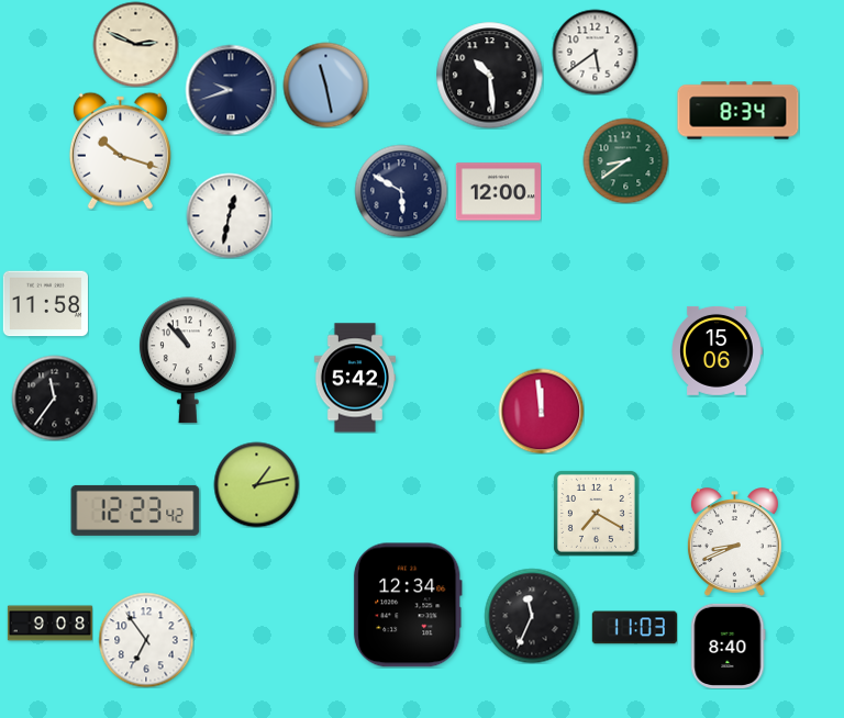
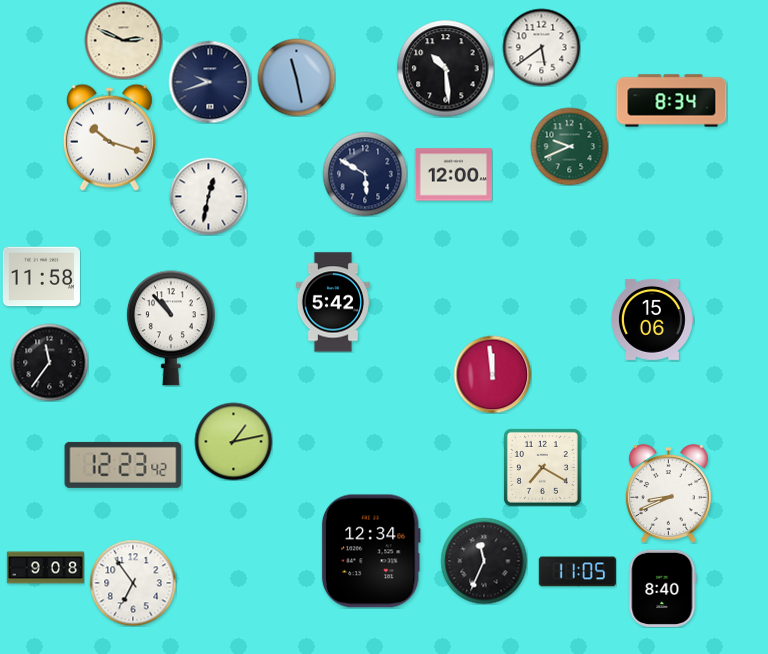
clock at (625, 160): 8:39 -> 9:41
clock at (355, 378) position: (355, 378) -> (333, 302)
clock at (634, 628): 11:03 -> 11:05
